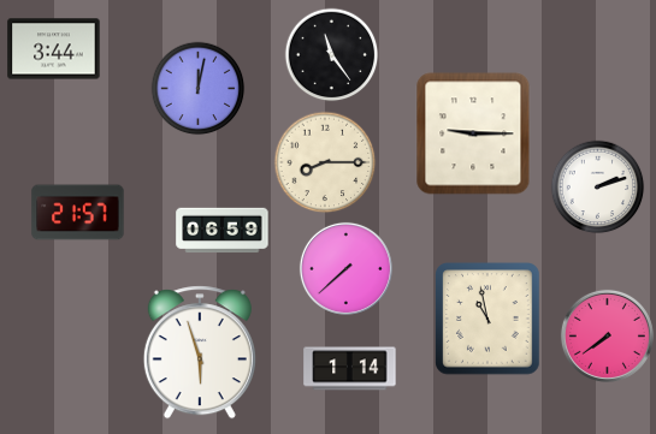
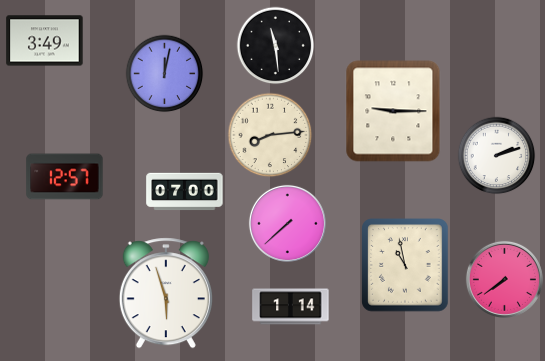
clock at (54, 49): 3:44 -> 3:49
clock at (331, 54): 11:24 -> 11:29
clock at (325, 162): 8:15 -> 8:14
clock at (78, 213): 21:57 -> 12:57
clock at (223, 231): 06:59 -> 07:00
